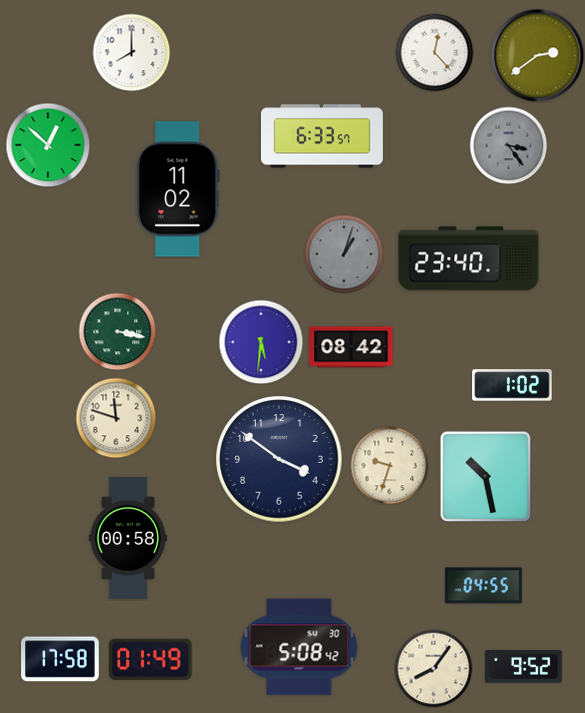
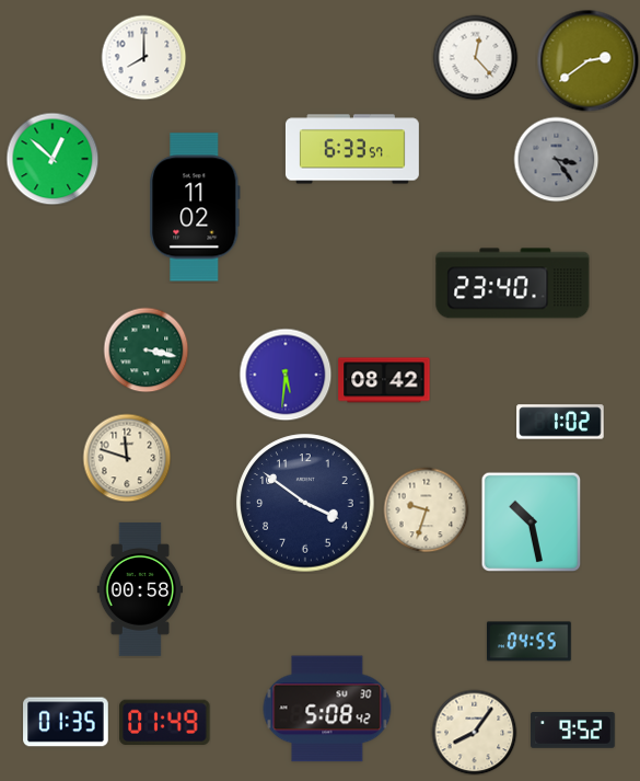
clock at (344, 254): 1:03 -> none
clock at (117, 331) position: (117, 331) -> (146, 349)
clock at (60, 659): 17:58 -> 01:35
